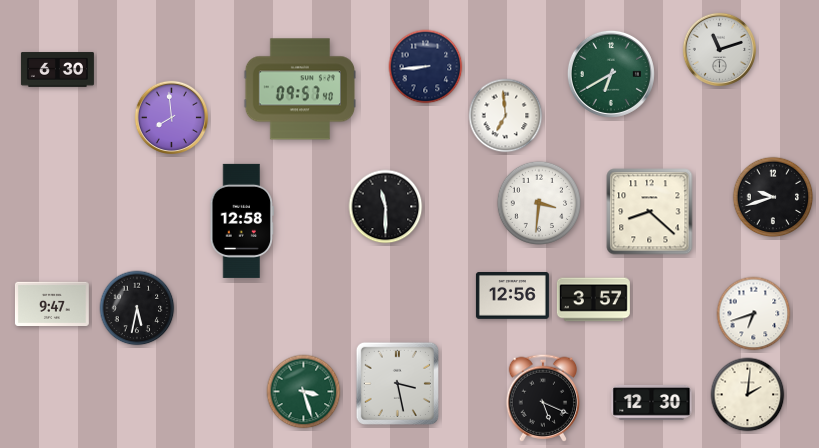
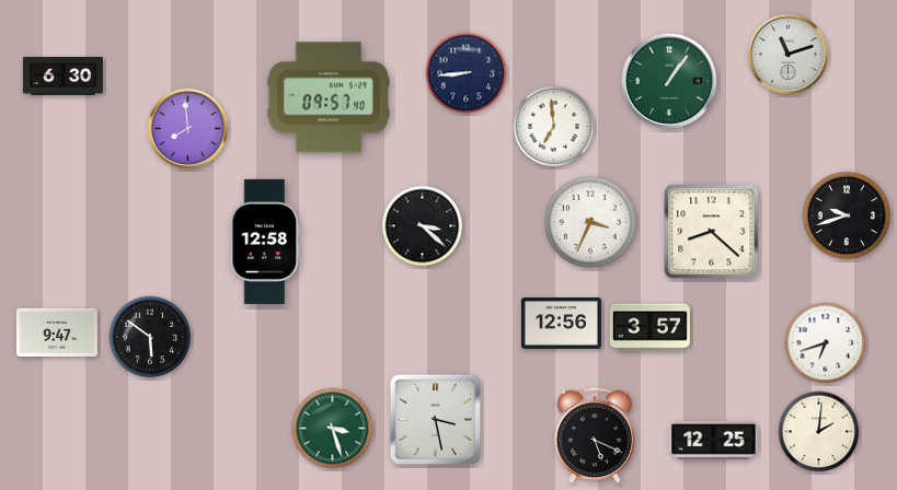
clock at (611, 74): 6:40 -> 1:06
clock at (538, 202): 3:31 -> 3:34
clock at (386, 207): 11:30 -> 3:22
clock at (137, 308): 5:32 -> 5:51
clock at (652, 402): 12:30 -> 12:25
